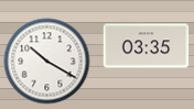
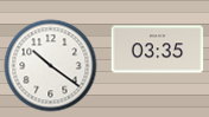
clock at (46, 61): 10:20 -> 10:21
